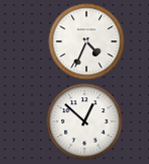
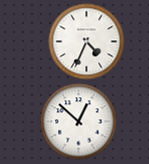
clock at (85, 122) position: (85, 122) -> (79, 122)
